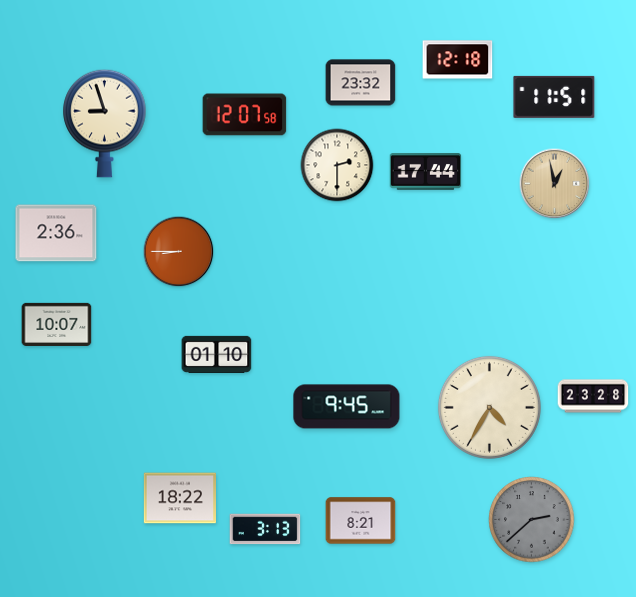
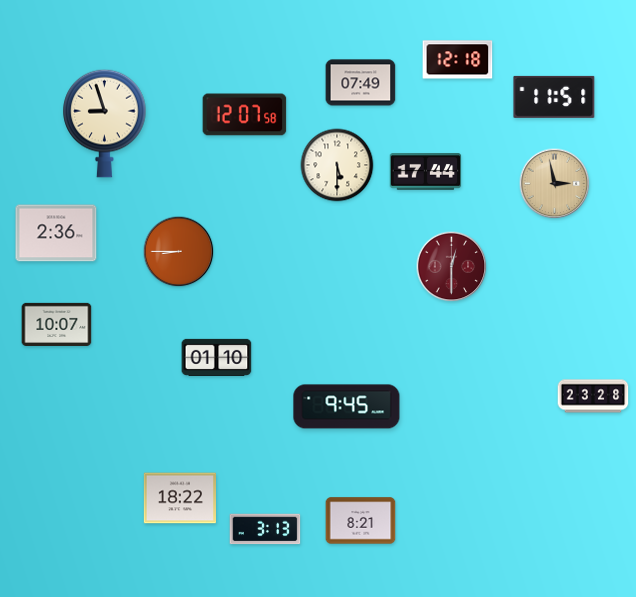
clock at (361, 83): 23:32 -> 07:49
clock at (337, 165): 2:30 -> 5:30
clock at (555, 184): 12:58 -> 2:58
clock at (452, 267): none -> 12:30
clock at (217, 354) position: (217, 354) -> (217, 357)
clock at (489, 407): 4:35 -> none
clock at (532, 520): 2:38 -> none
